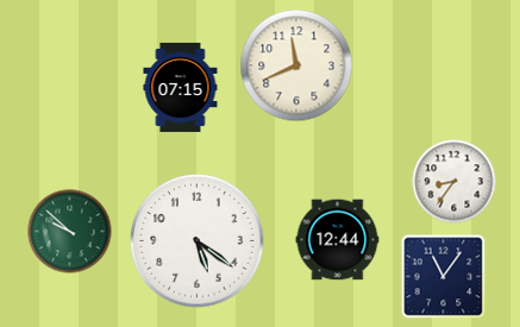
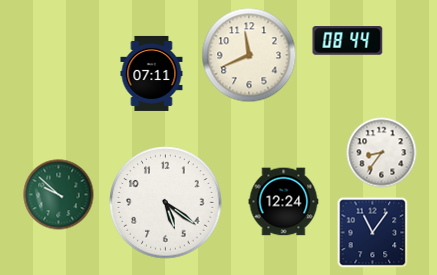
clock at (348, 41): none -> 08:44
clock at (181, 87): 07:15 -> 07:11
clock at (338, 240): 12:44 -> 12:24
